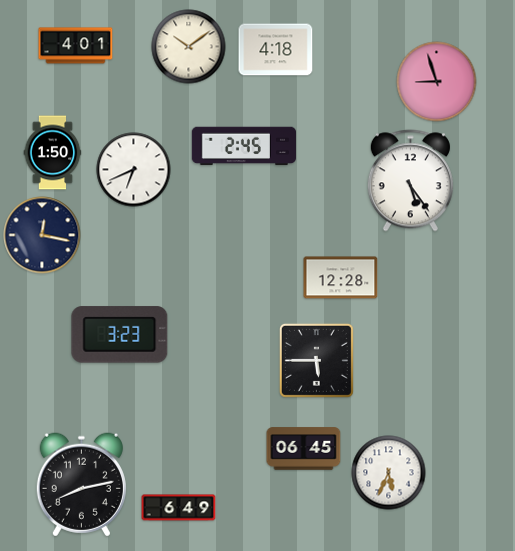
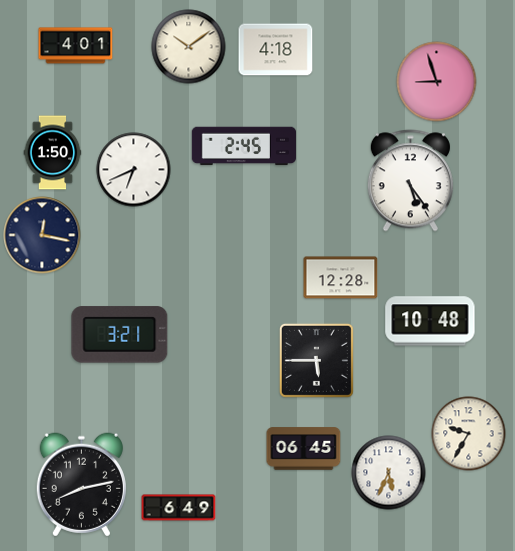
clock at (430, 321): none -> 10:48
clock at (120, 335): 3:23 -> 3:21
clock at (469, 434): none -> 9:35
